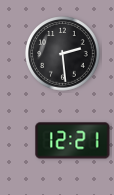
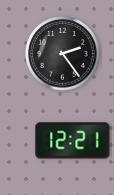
clock at (63, 54): 2:29 -> 2:24
